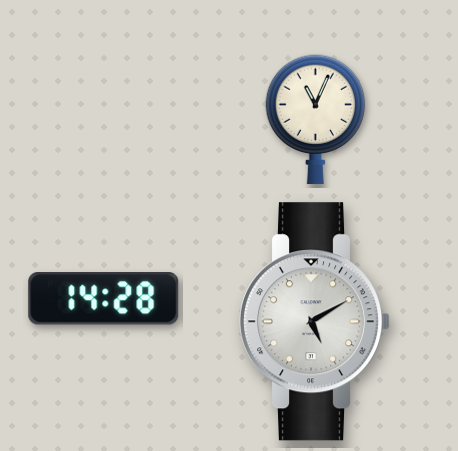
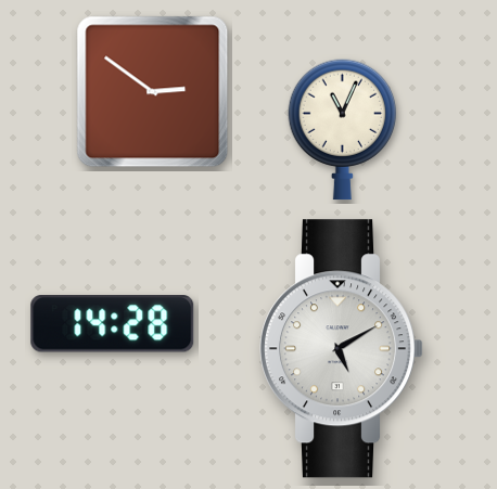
clock at (153, 92): none -> 2:51
